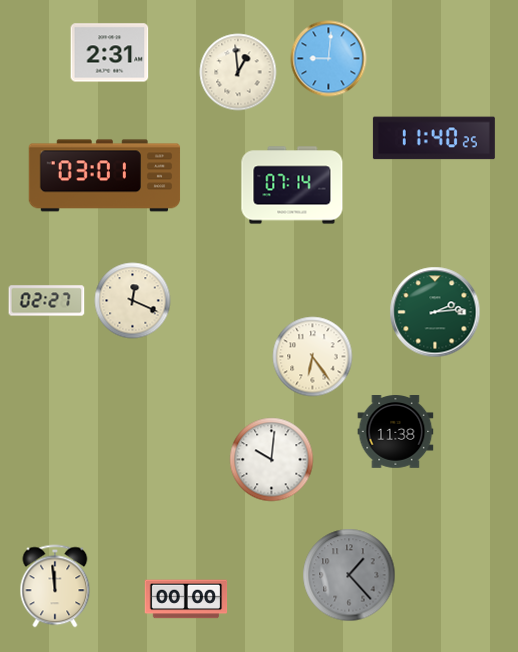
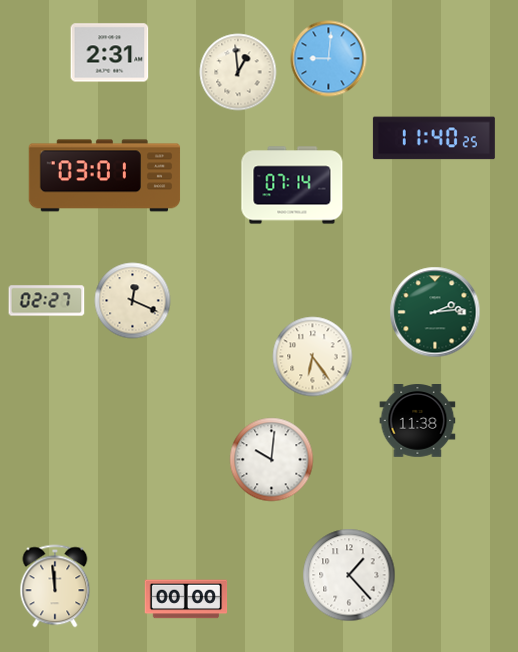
clock at (396, 432) position: (396, 432) -> (418, 421)
clock at (349, 575) dial: grey -> white
